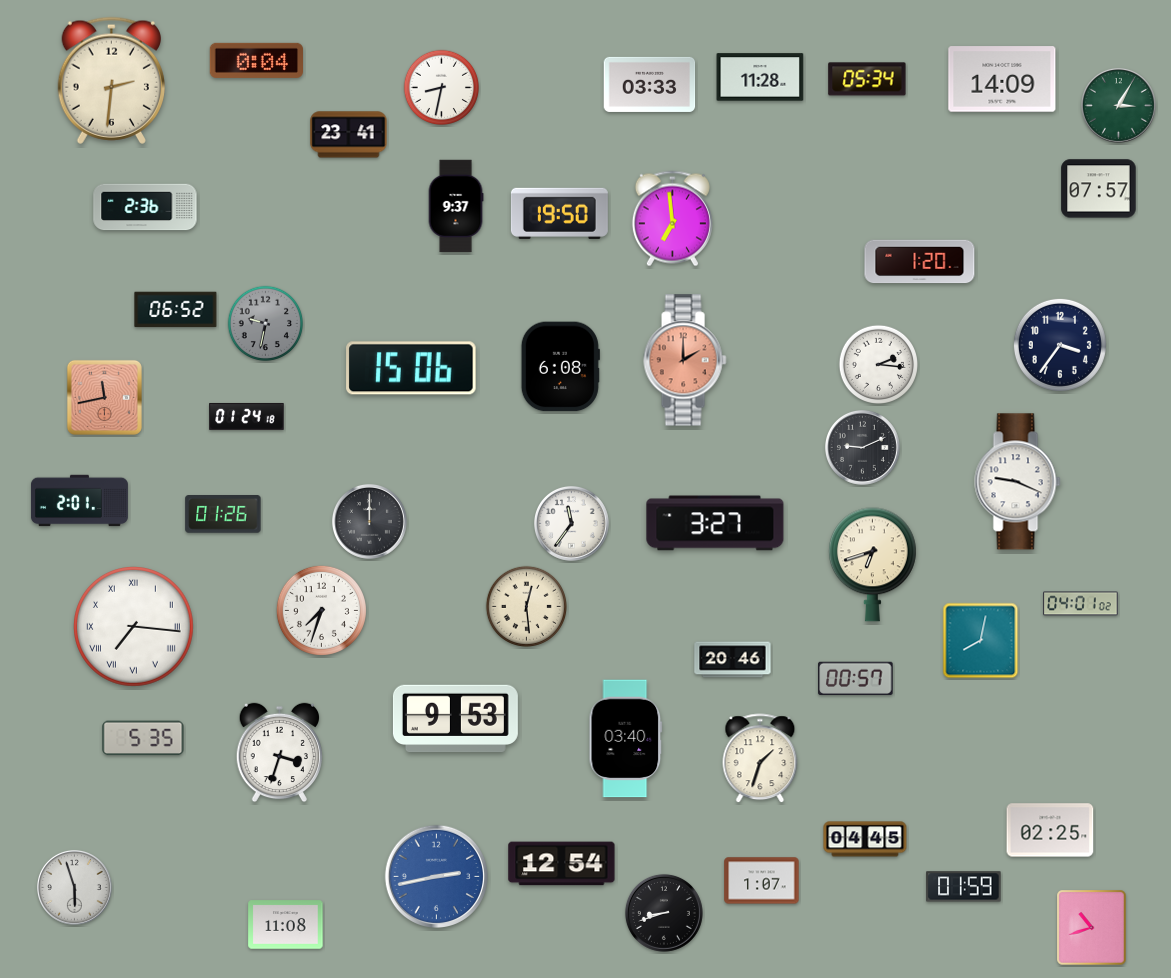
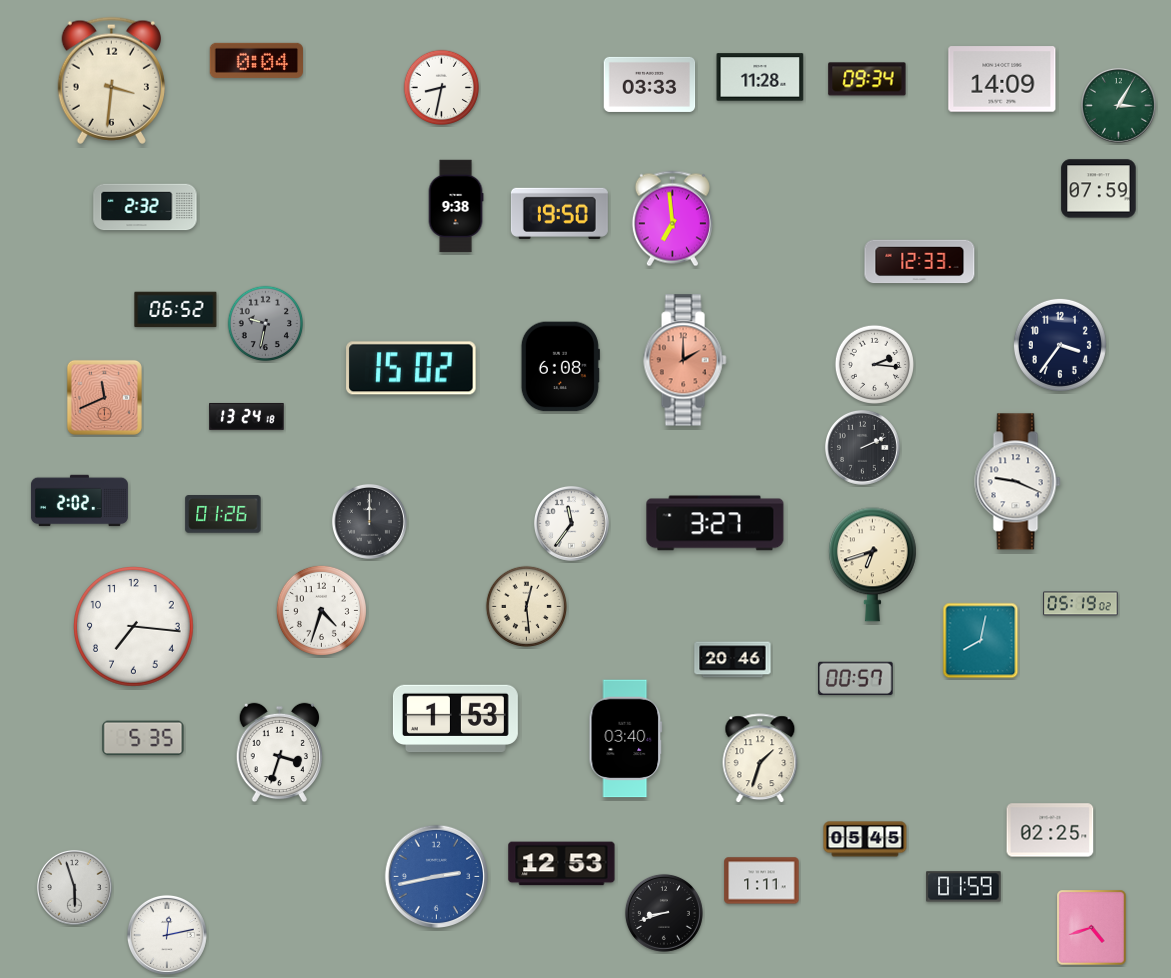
clock at (867, 79): 05:34 -> 09:34
clock at (111, 80): 2:31 -> 3:31
clock at (349, 135): 23:41 -> none
clock at (1099, 189): 07:57 -> 07:59
clock at (456, 206): 9:37 -> 9:38
clock at (145, 207): 2:36 -> 2:32
clock at (920, 262): 1:20 -> 12:33
clock at (878, 364) position: (878, 364) -> (874, 364)
clock at (411, 368): 15:06 -> 15:02
clock at (104, 397): 11:43 -> 11:41
clock at (247, 416): 01:24 -> 13:24
clock at (862, 447): 9:11 -> 2:11
clock at (79, 501): 2:01 -> 2:02
clock at (1081, 604): 04:01 -> 05:19
clock at (321, 610): 7:33 -> 4:33
clock at (134, 627) numerals: Roman -> Arabic
clock at (455, 719): 9:53 -> 1:53
clock at (865, 839): 04:45 -> 05:45
clock at (562, 864): 12:54 -> 12:53
clock at (762, 881): 1:07 -> 1:11
clock at (286, 925): 11:08 -> none
clock at (1092, 928): 10:42 -> 4:42
clock at (167, 935): none -> 12:13
